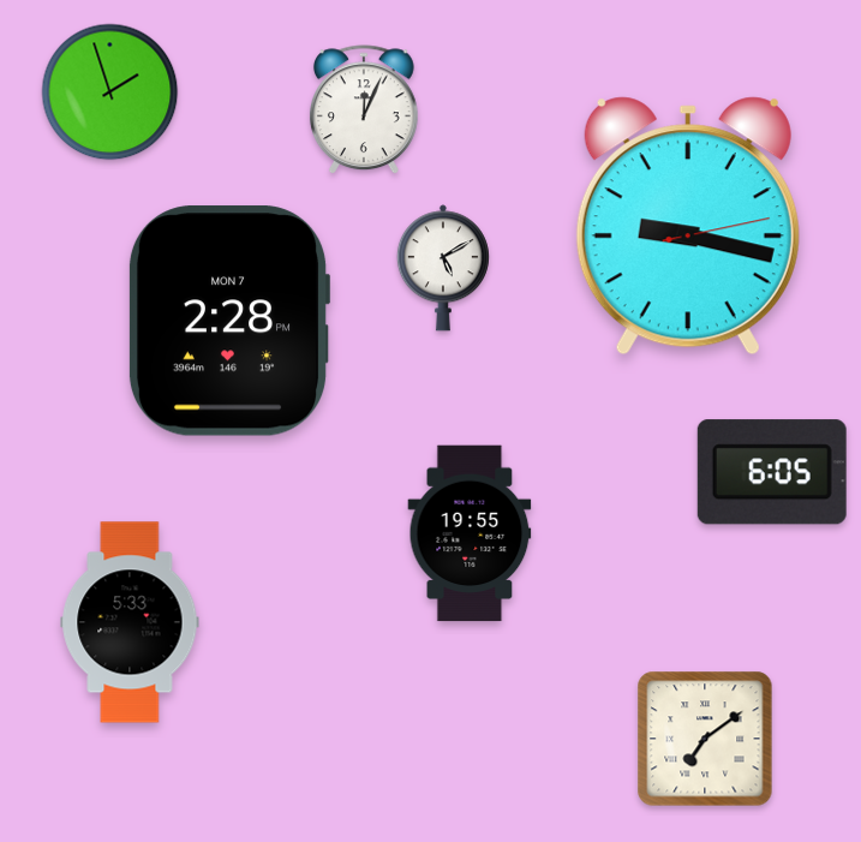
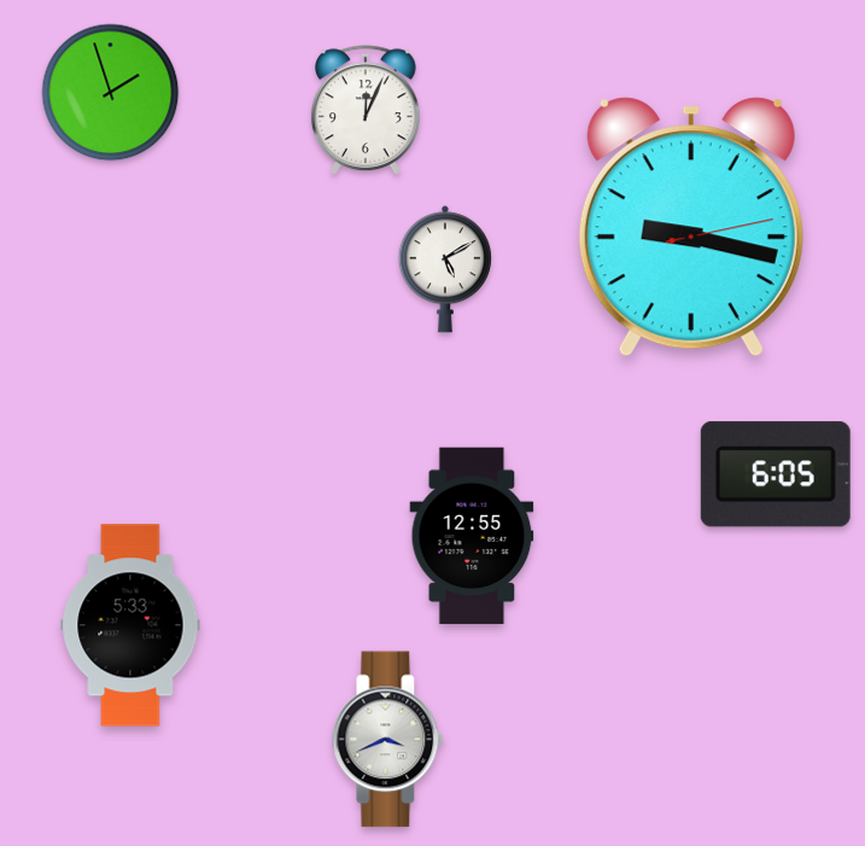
clock at (229, 321): 2:28 -> none
clock at (470, 533): 19:55 -> 12:55
clock at (388, 740): none -> 3:41
clock at (705, 739): 7:09 -> none
